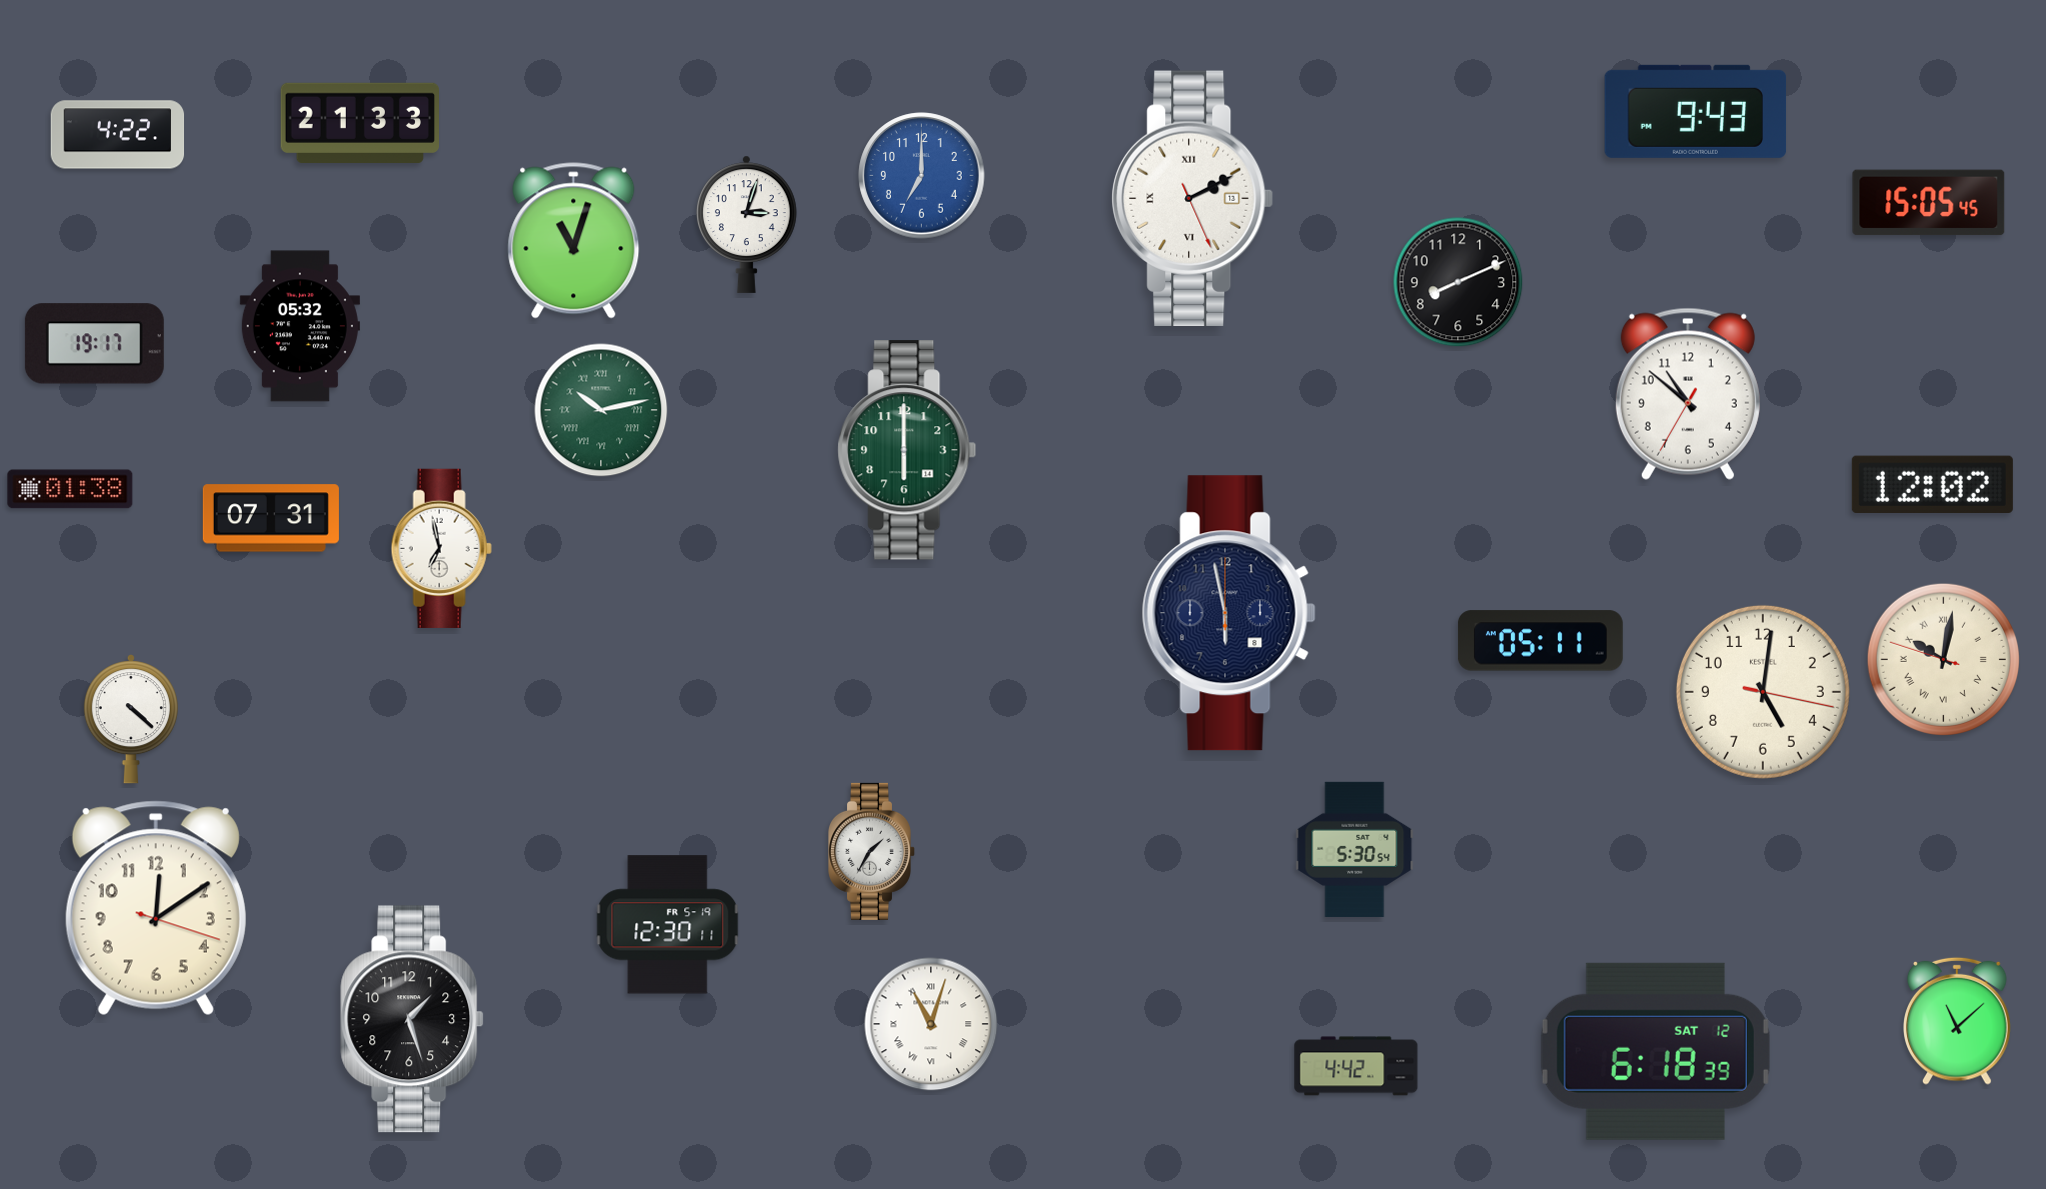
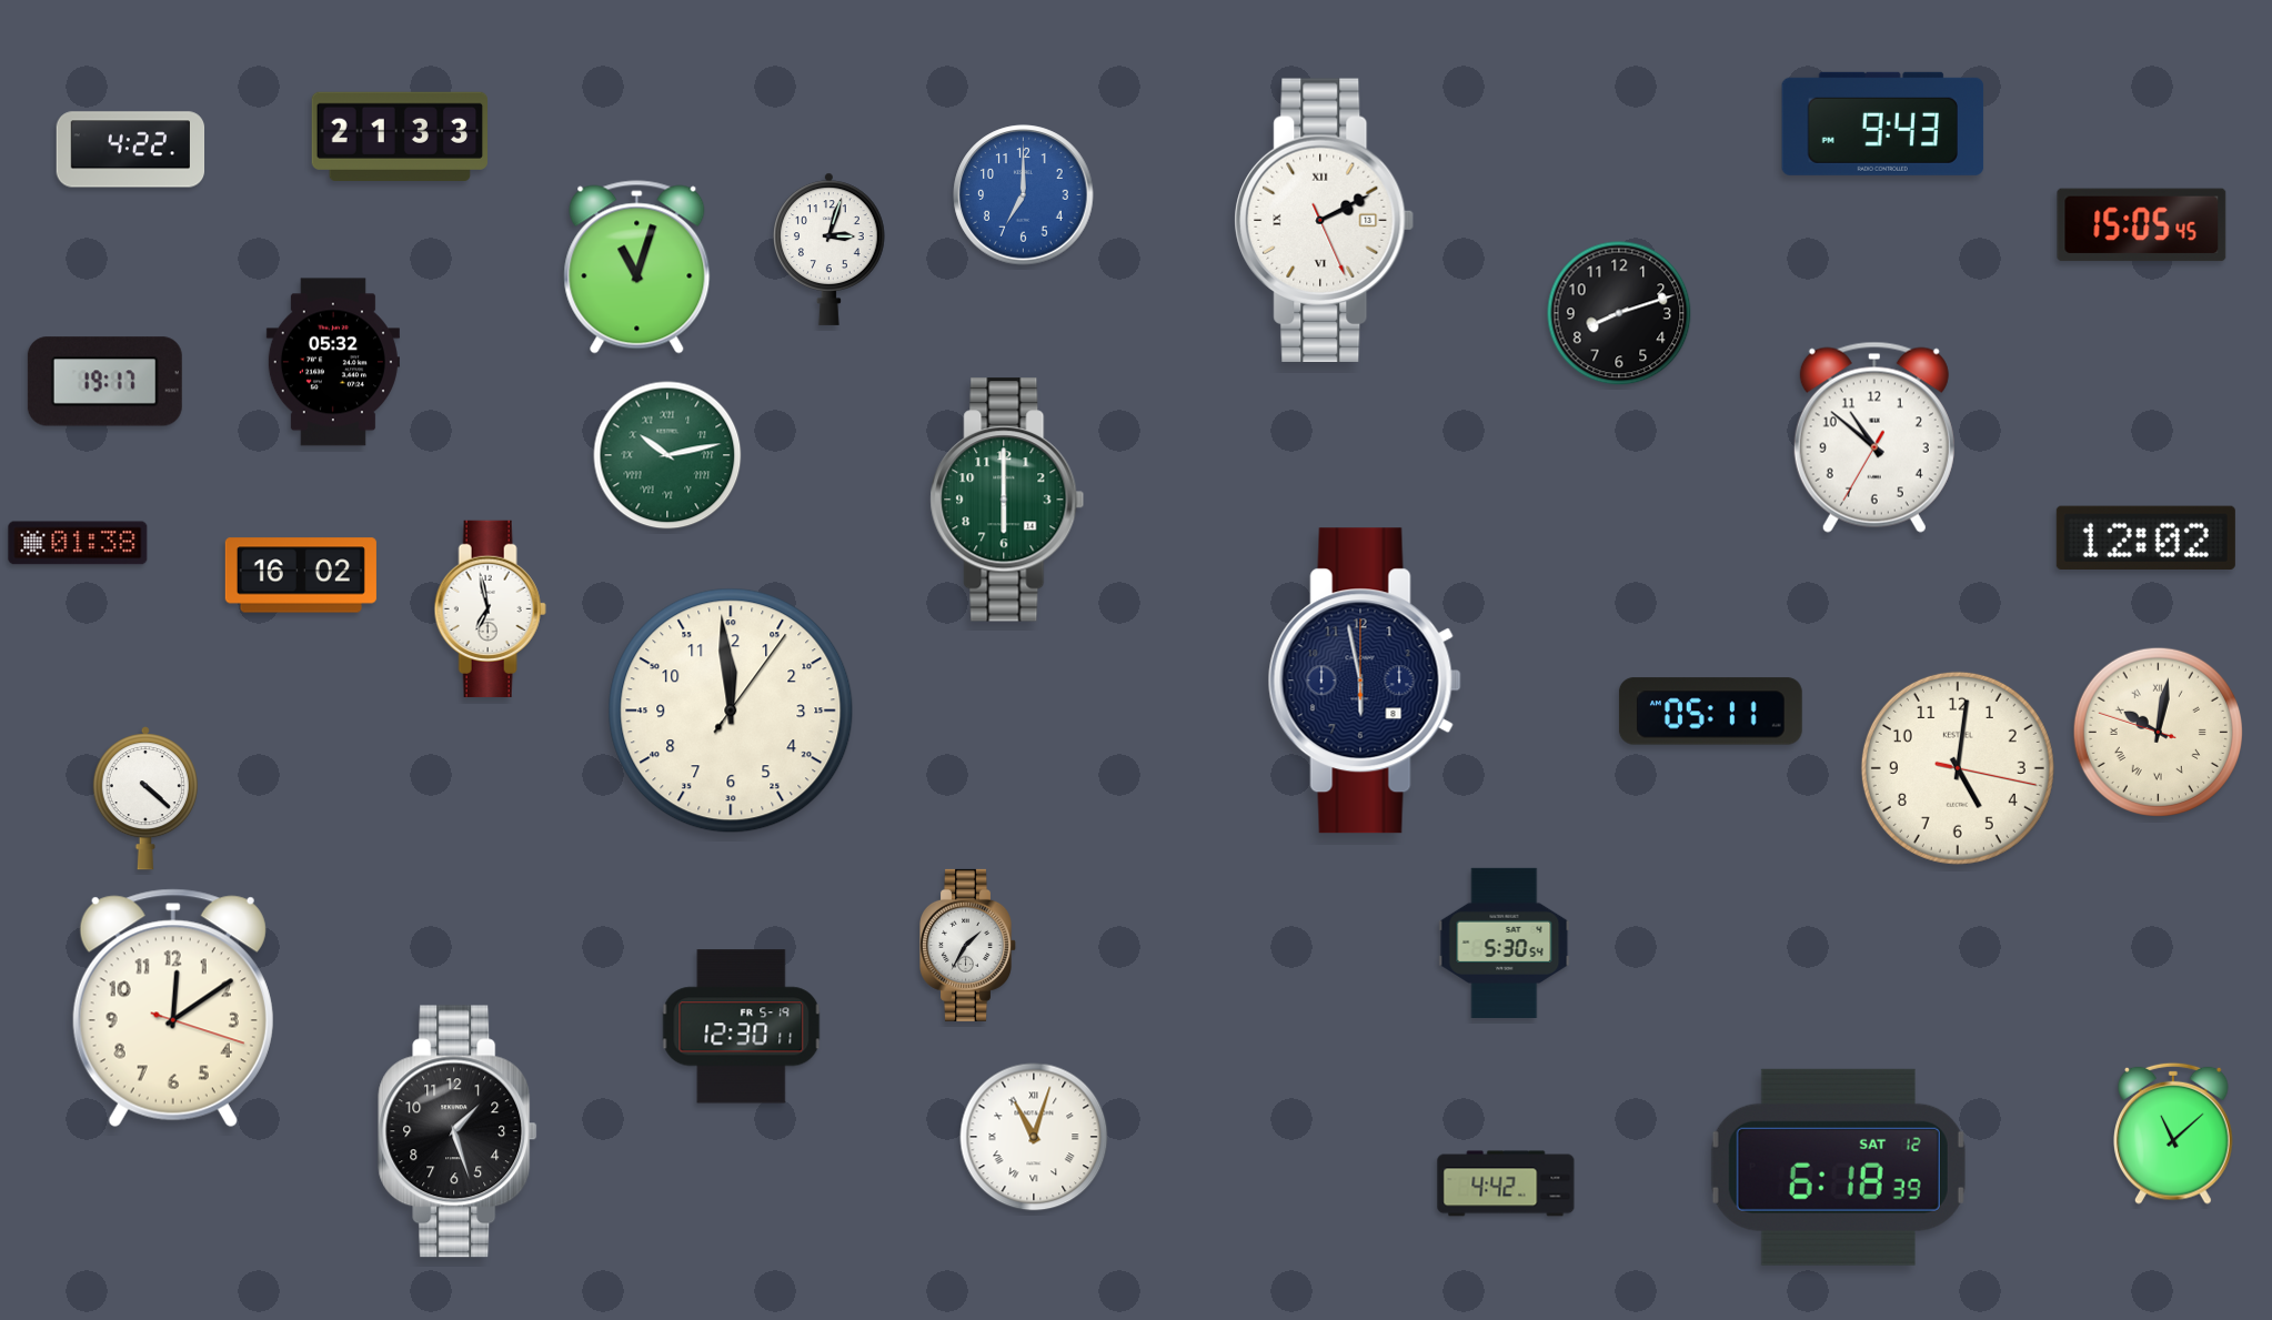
clock at (1458, 282): 8:11 -> 8:12
clock at (271, 518): 07:31 -> 16:02
clock at (731, 711): none -> 11:59
